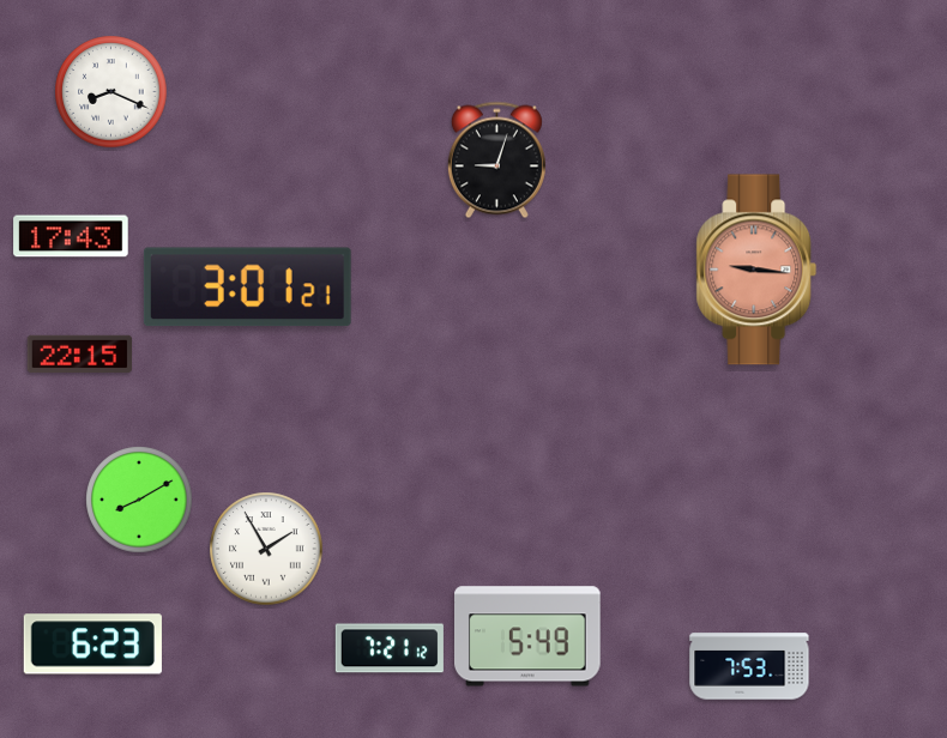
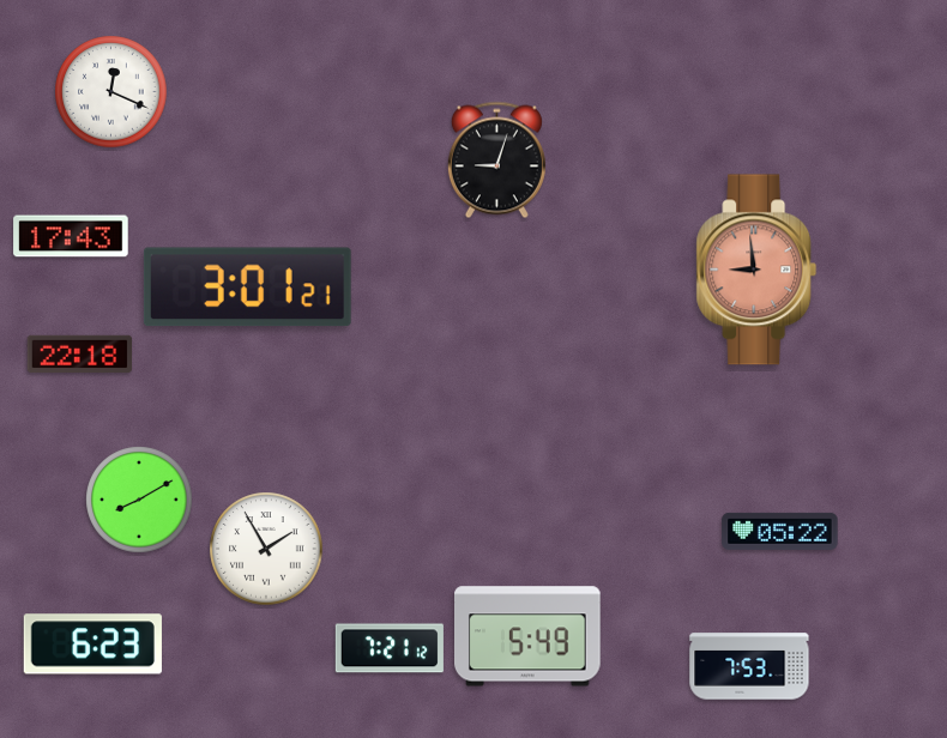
clock at (111, 92): 8:19 -> 12:19
clock at (756, 270): 9:16 -> 8:59
clock at (80, 353): 22:15 -> 22:18
clock at (780, 531): none -> 05:22
